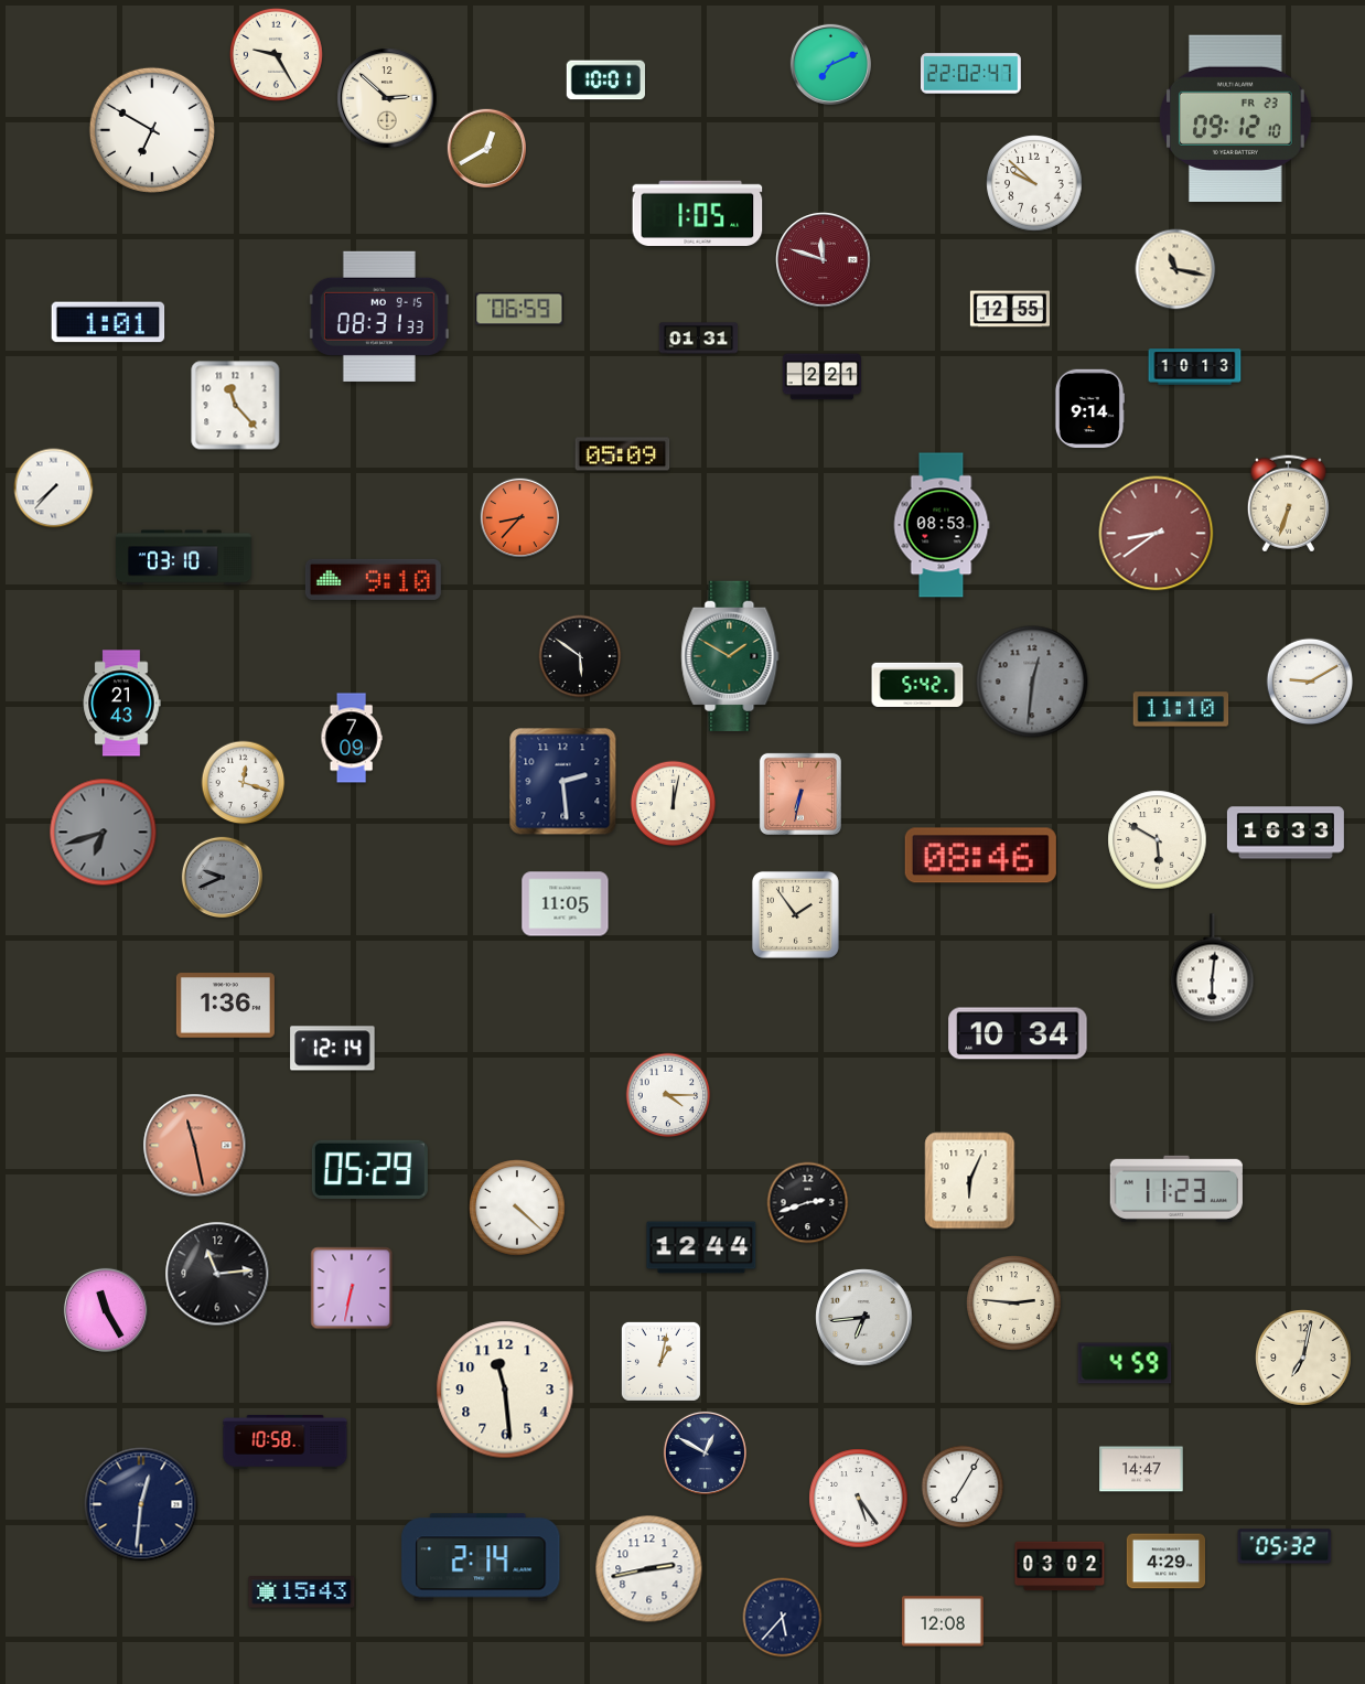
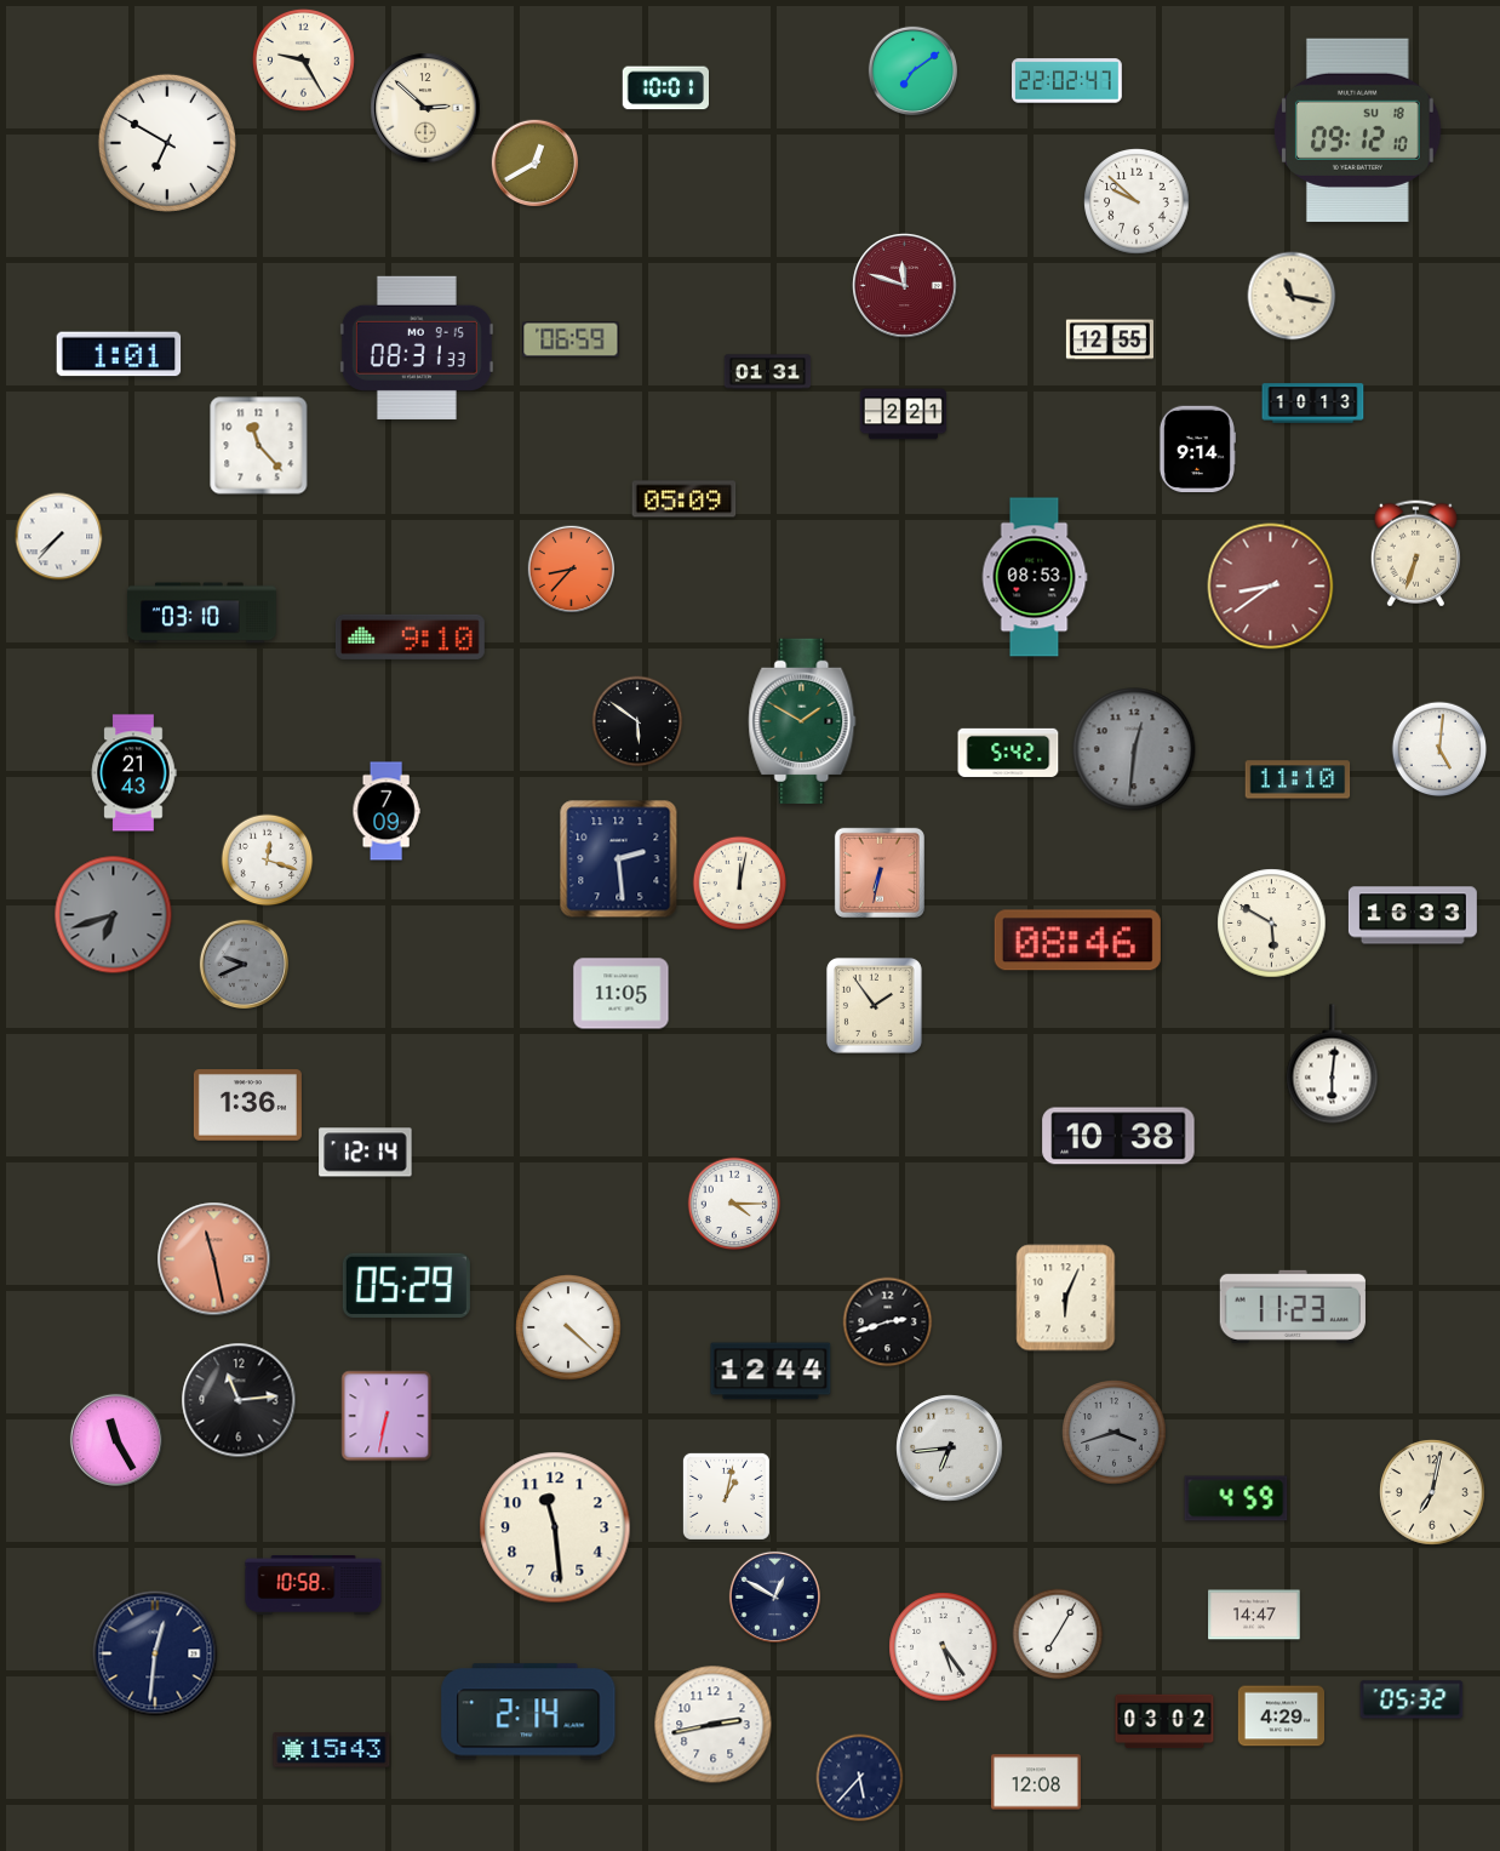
clock at (830, 64): 7:11 -> 7:09
clock at (1236, 118) date: FR 23 -> SU 18
clock at (698, 213): 1:05 -> none
clock at (1310, 682): 9:10 -> 5:01
clock at (1018, 1033): 10:34 -> 10:38
clock at (1014, 1304): 2:46 -> 3:42
clock at (1014, 1304) dial: cream -> grey
